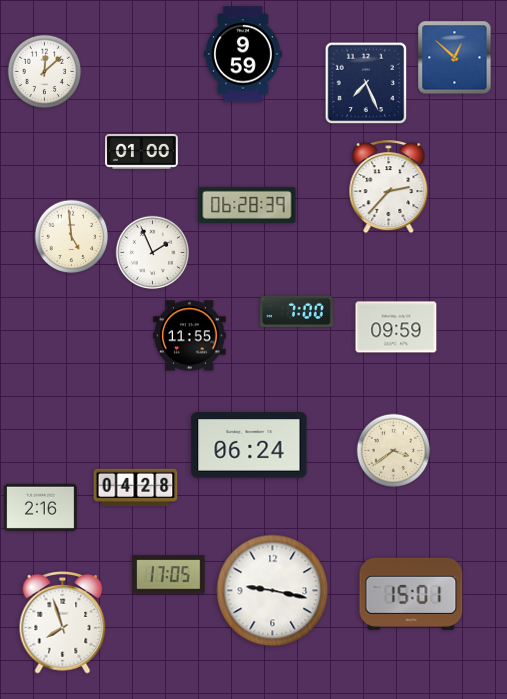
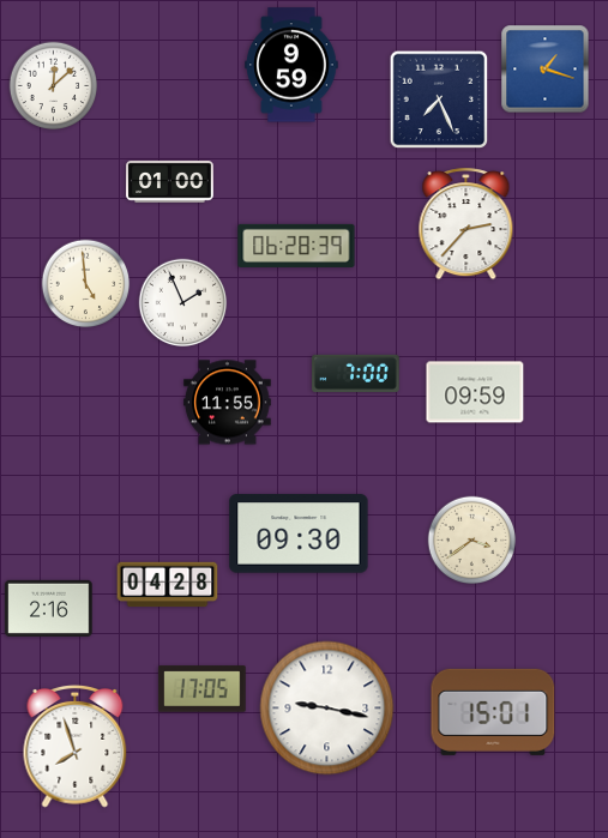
clock at (455, 58): 12:52 -> 1:18
clock at (249, 445): 06:24 -> 09:30
clock at (136, 488) position: (136, 488) -> (168, 585)
